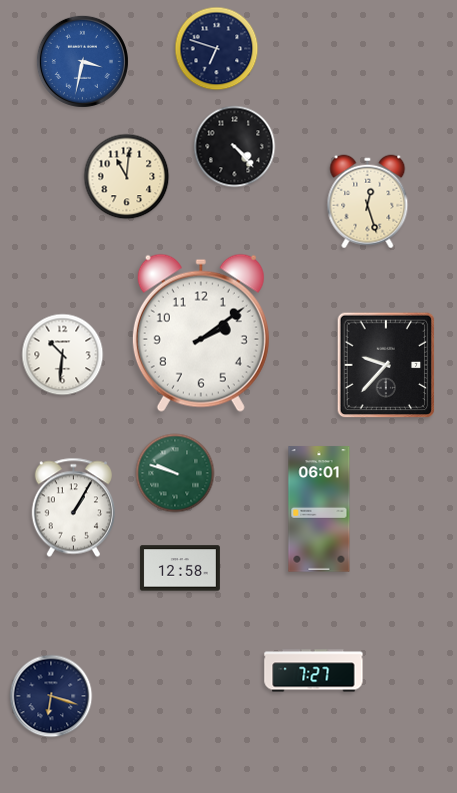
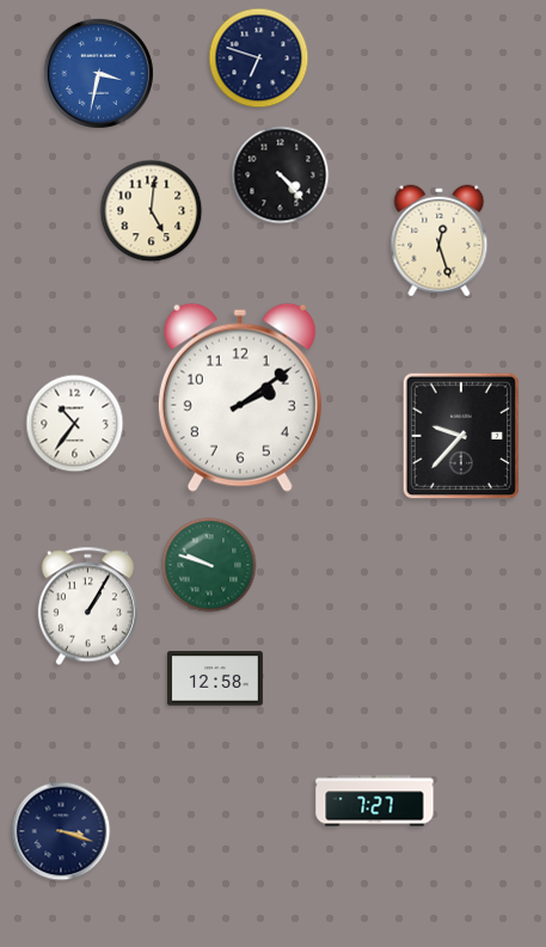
clock at (127, 177): 11:01 -> 5:01
clock at (63, 355): 10:31 -> 10:36
clock at (319, 509): 06:01 -> none
clock at (51, 696): 6:18 -> 3:18
